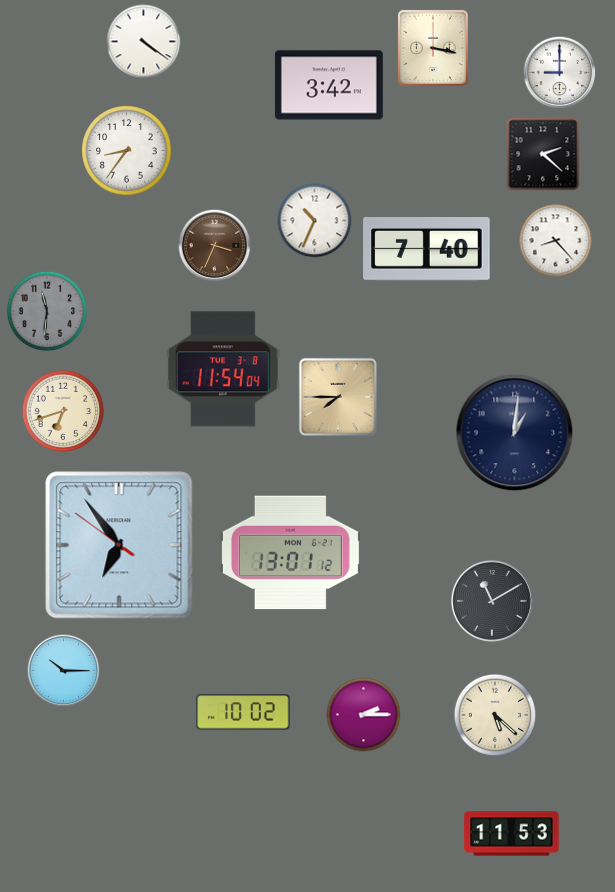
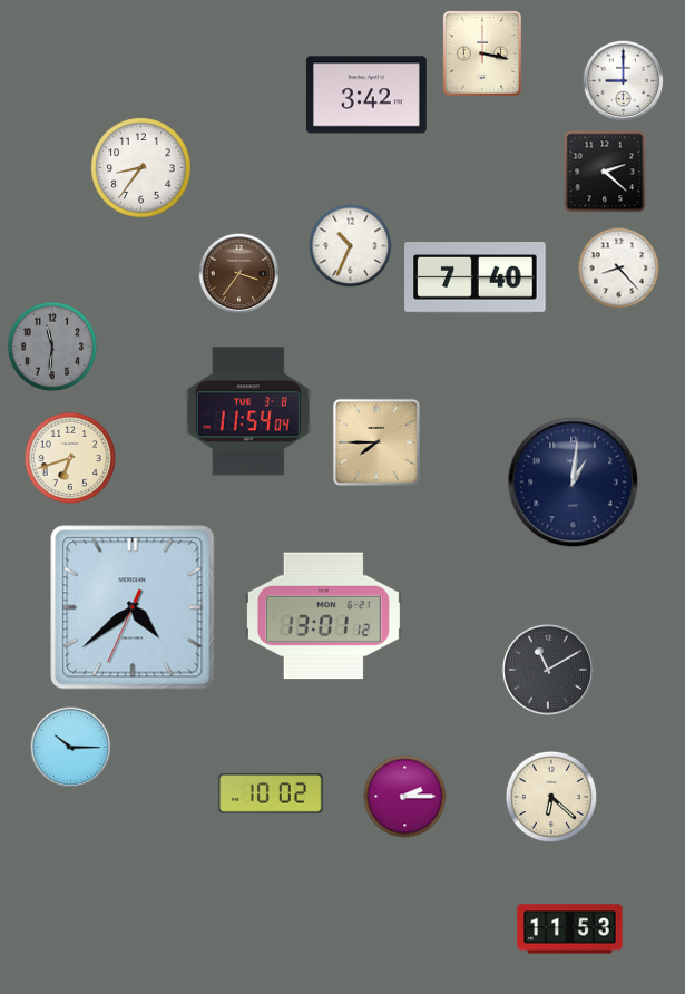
clock at (144, 42): 4:21 -> none
clock at (215, 246): 3:34 -> 3:36
clock at (119, 545): 6:53 -> 4:38
clock at (494, 714): 5:22 -> 6:22
